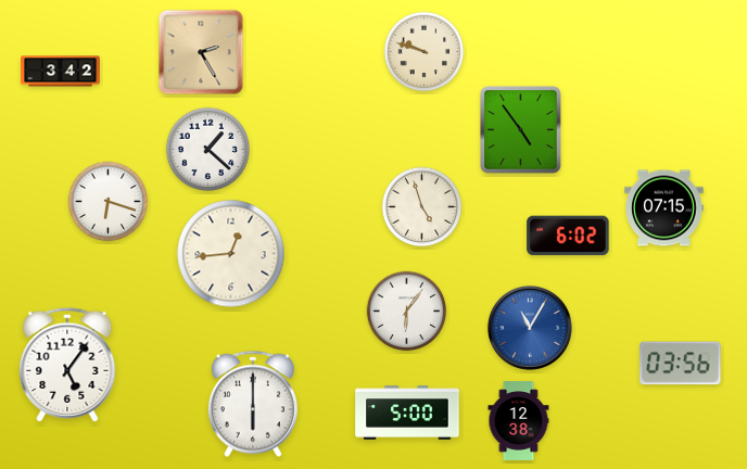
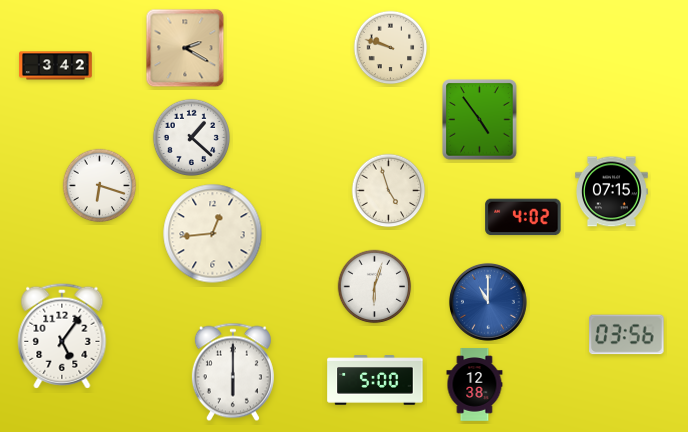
clock at (201, 52): 2:25 -> 2:20
clock at (568, 236): 6:02 -> 4:02
clock at (407, 312): 6:06 -> 6:03
clock at (530, 328): 11:05 -> 11:00
clock at (519, 421) position: (519, 421) -> (475, 385)
